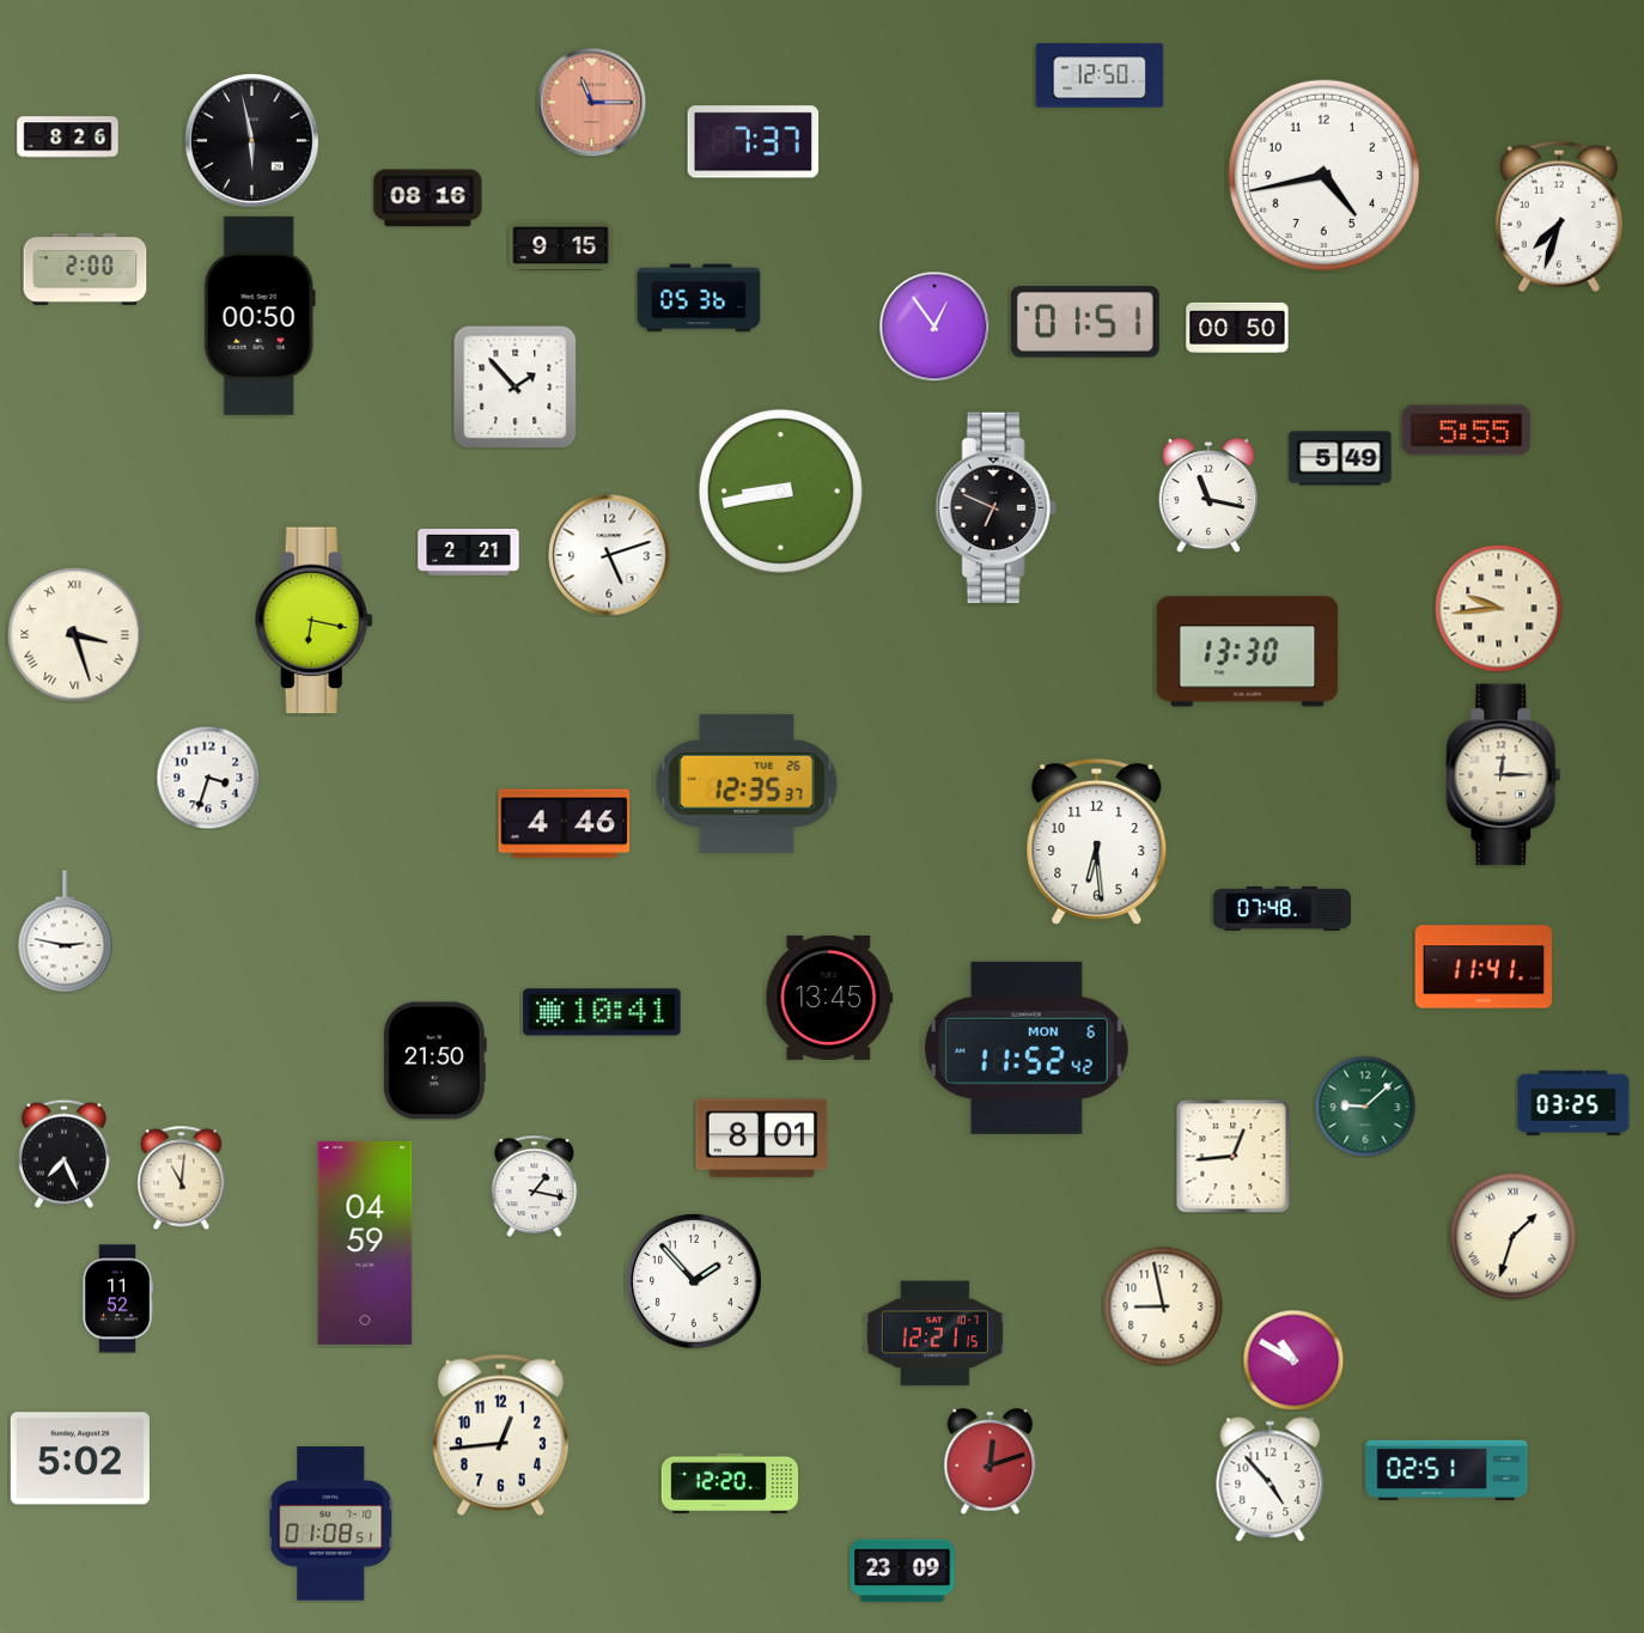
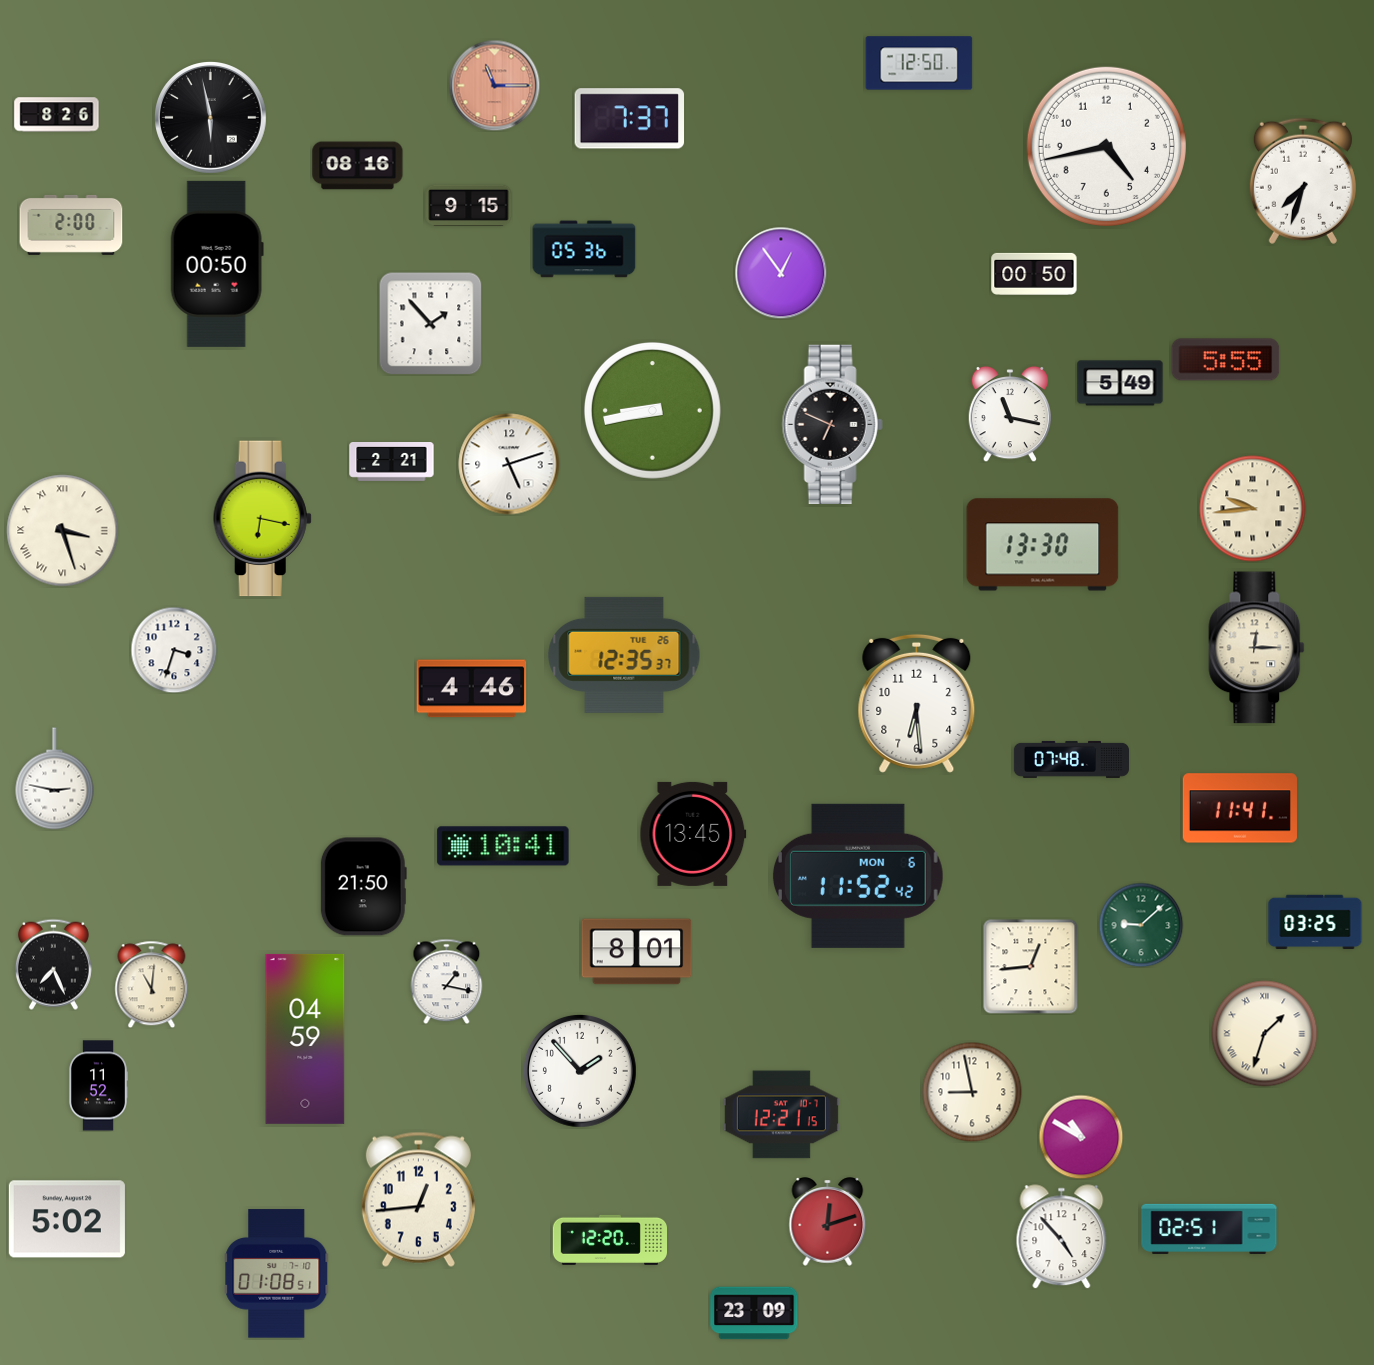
clock at (1085, 322): 01:51 -> none
clock at (535, 1186) position: (535, 1186) -> (447, 981)
